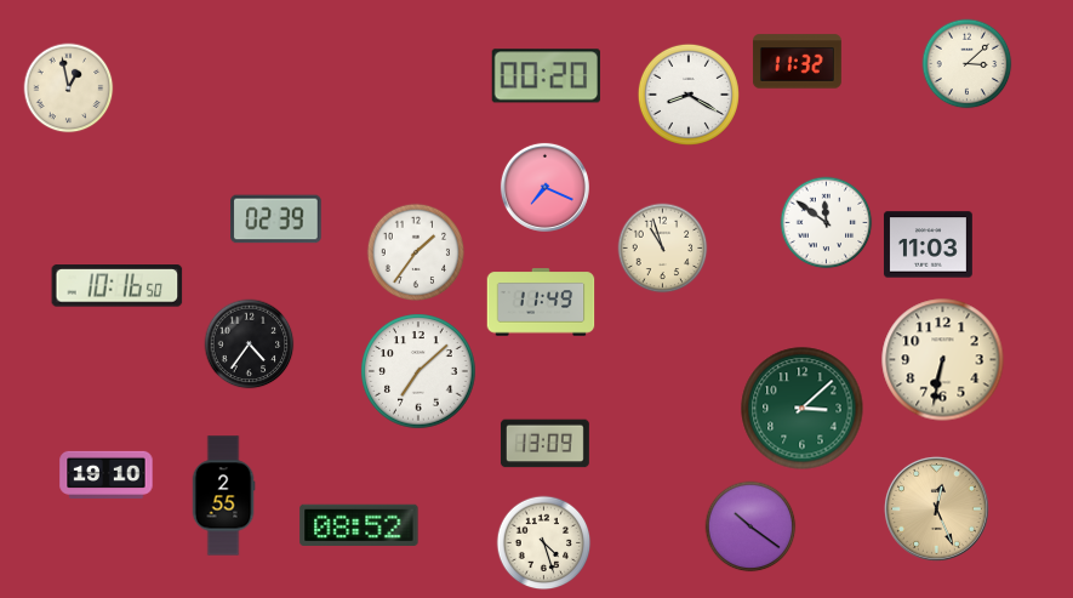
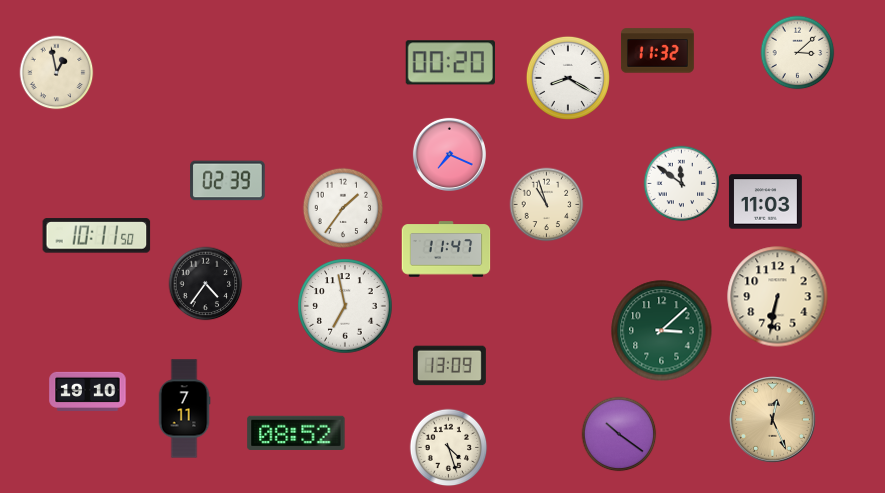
clock at (118, 286): 10:16 -> 10:11
clock at (541, 302): 11:49 -> 11:47
clock at (418, 371): 7:08 -> 6:58
clock at (803, 409) position: (803, 409) -> (662, 331)
clock at (223, 496): 2:55 -> 7:11
